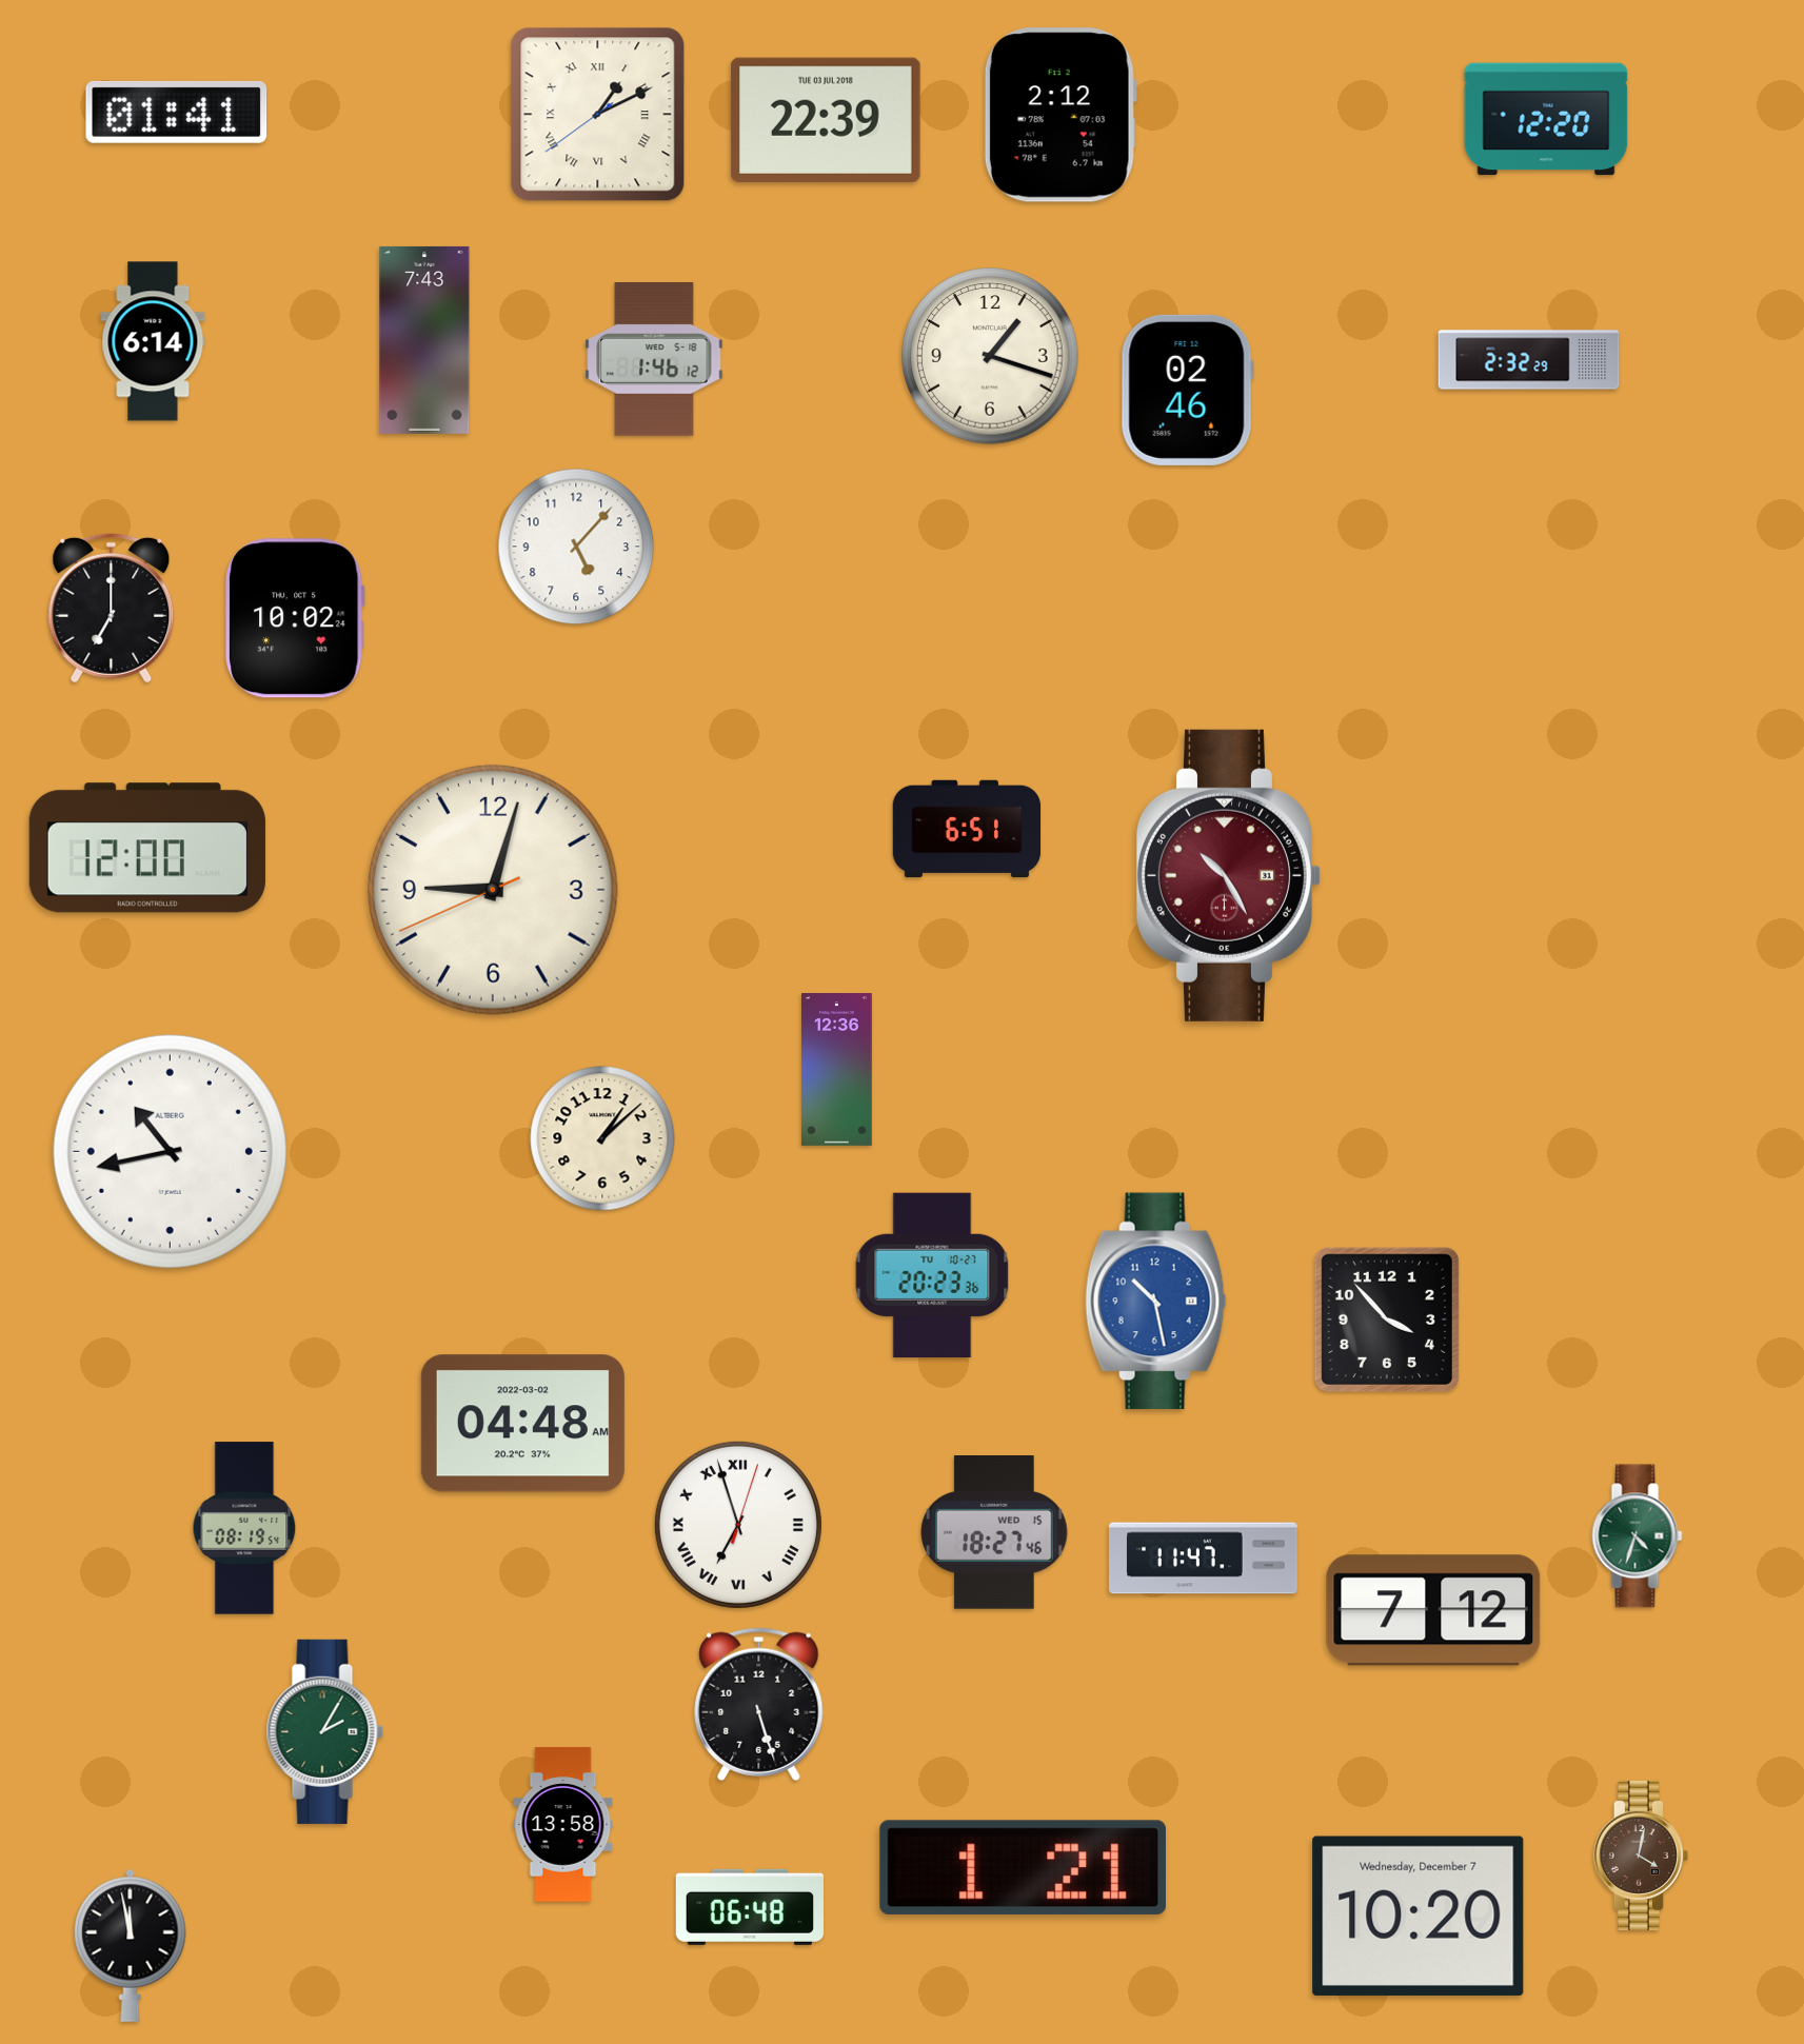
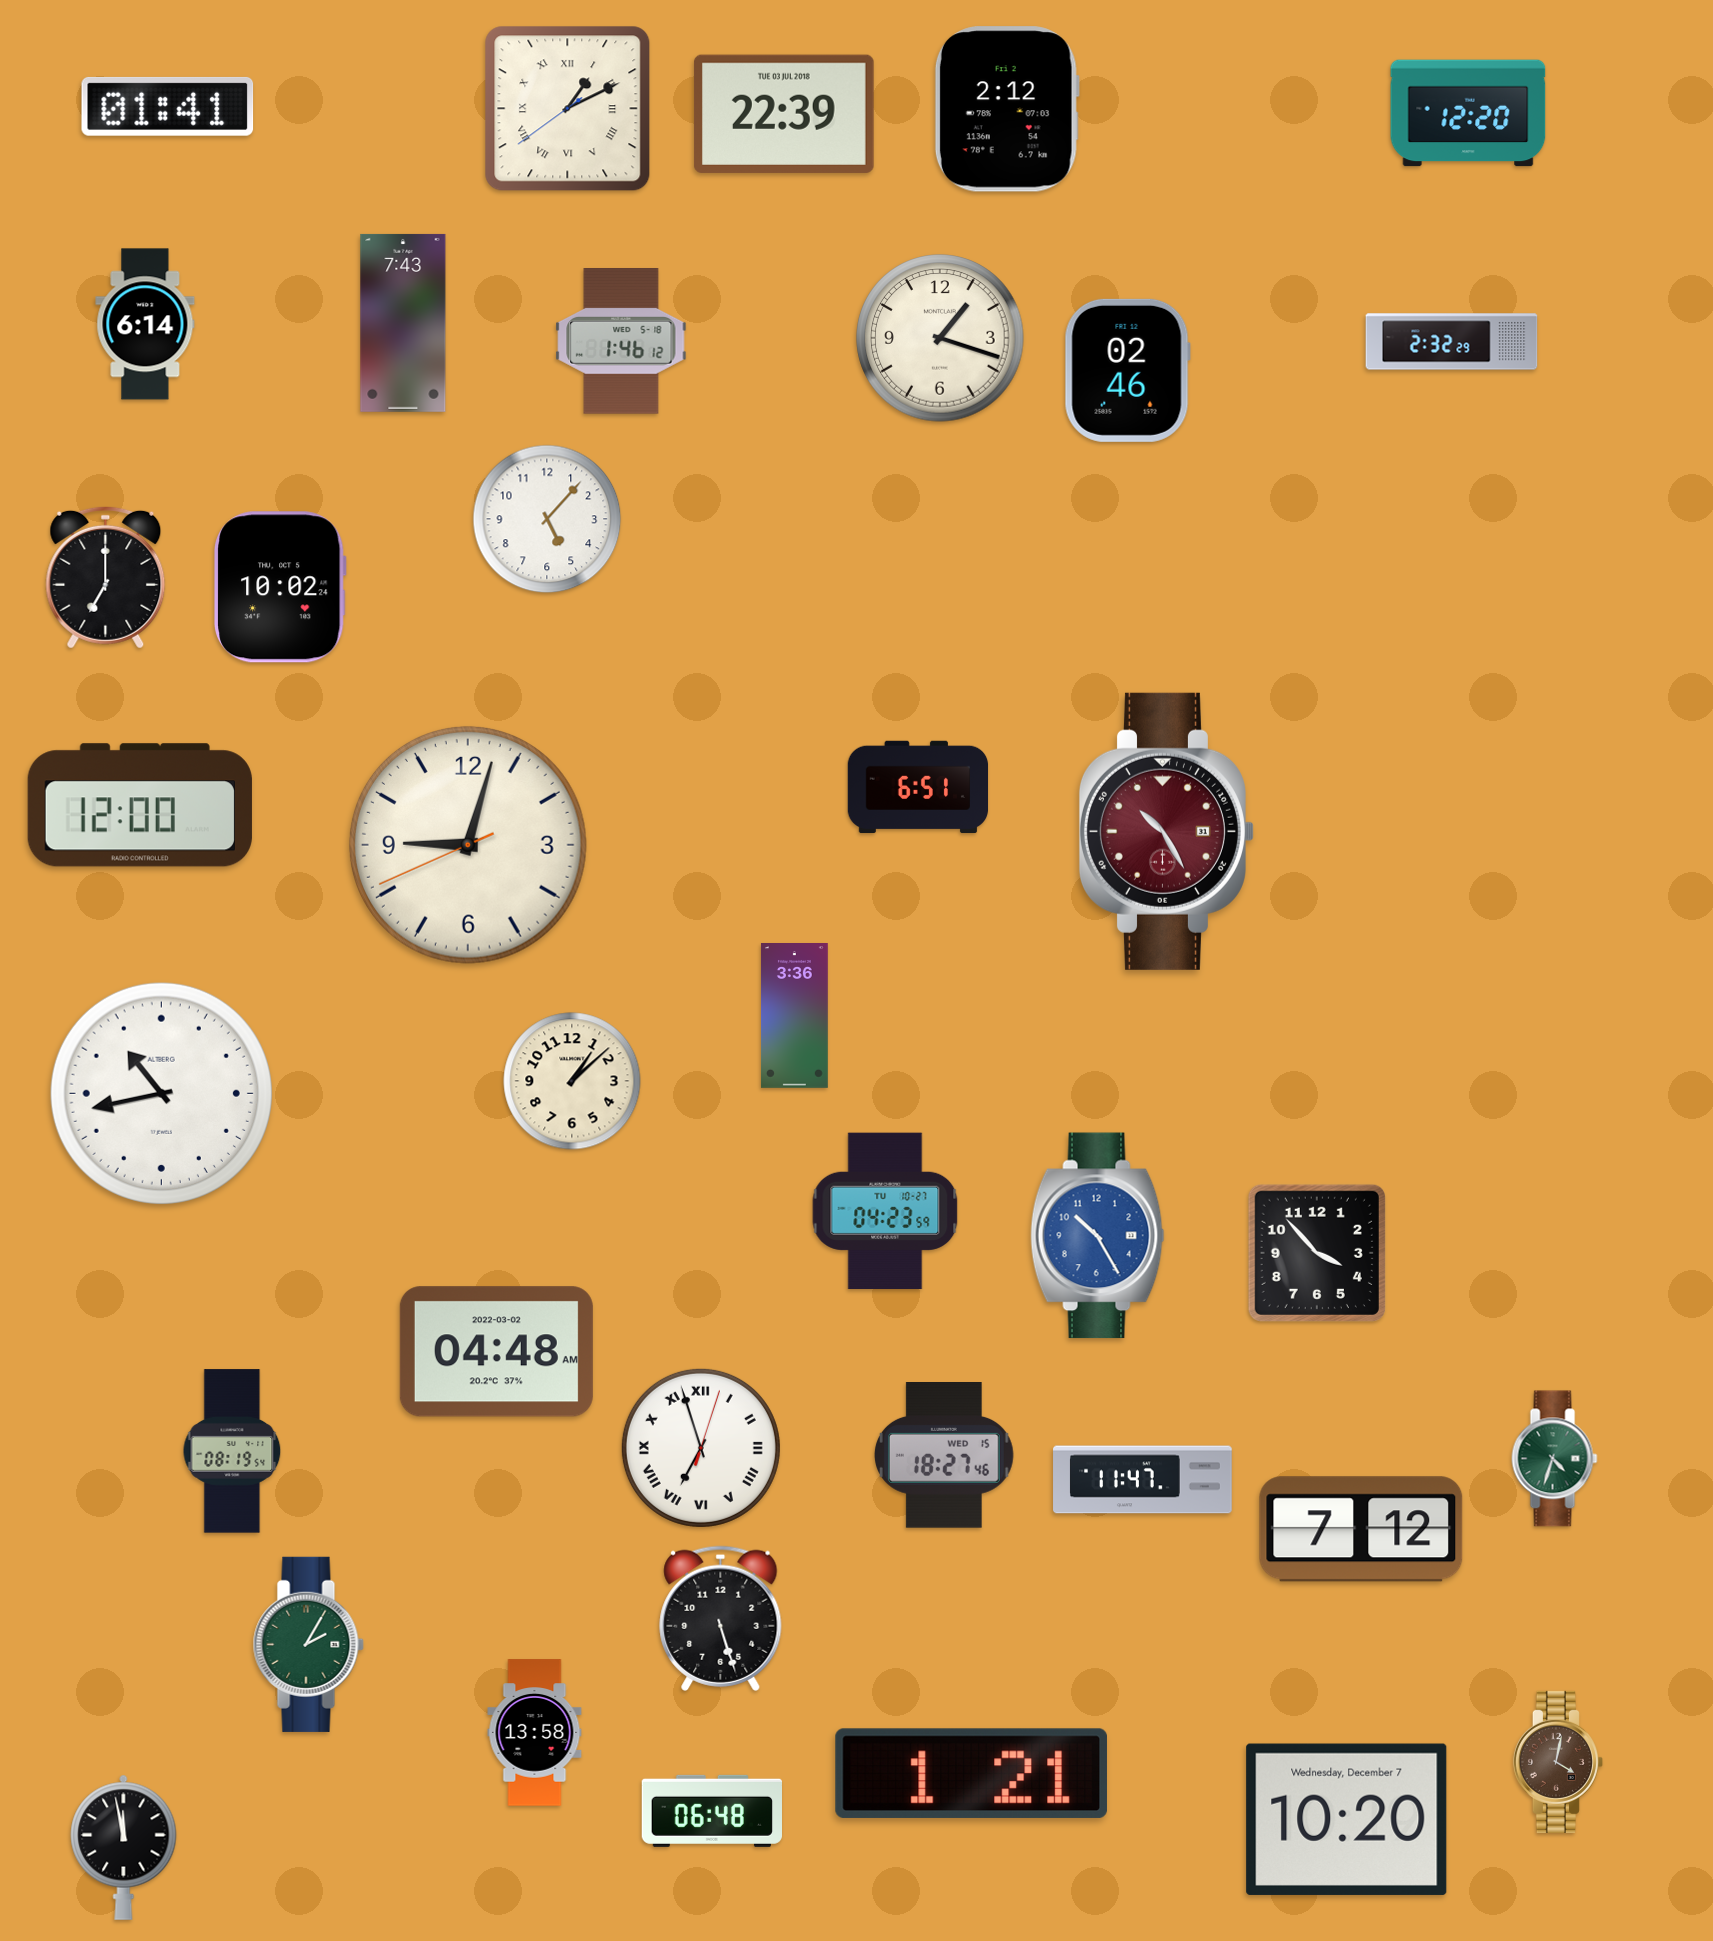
clock at (837, 1070): 12:36 -> 3:36
clock at (932, 1275): 20:23 -> 04:23
clock at (1156, 1302): 10:28 -> 10:25
